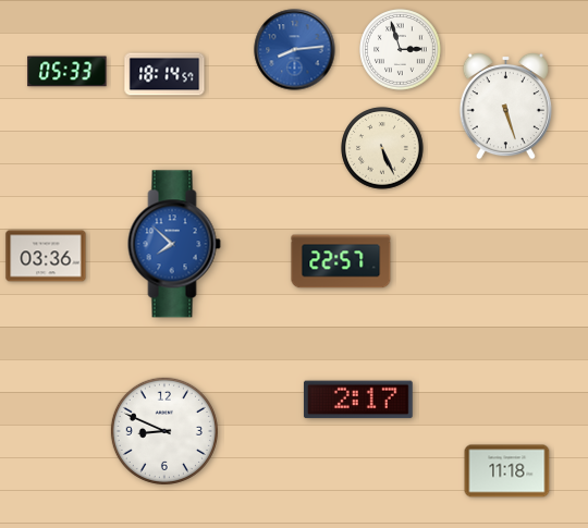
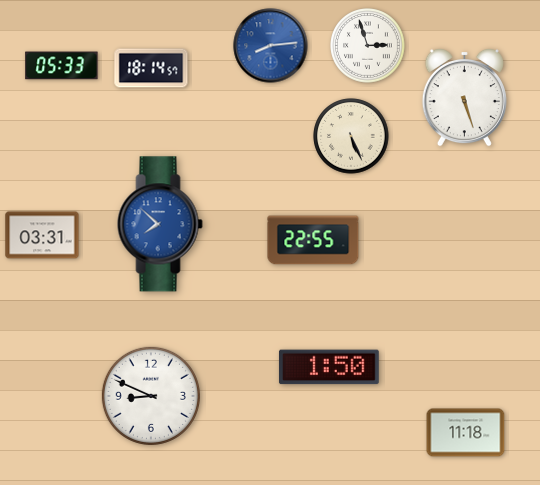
clock at (46, 256): 03:36 -> 03:31
clock at (341, 261): 22:57 -> 22:55
clock at (358, 400): 2:17 -> 1:50
